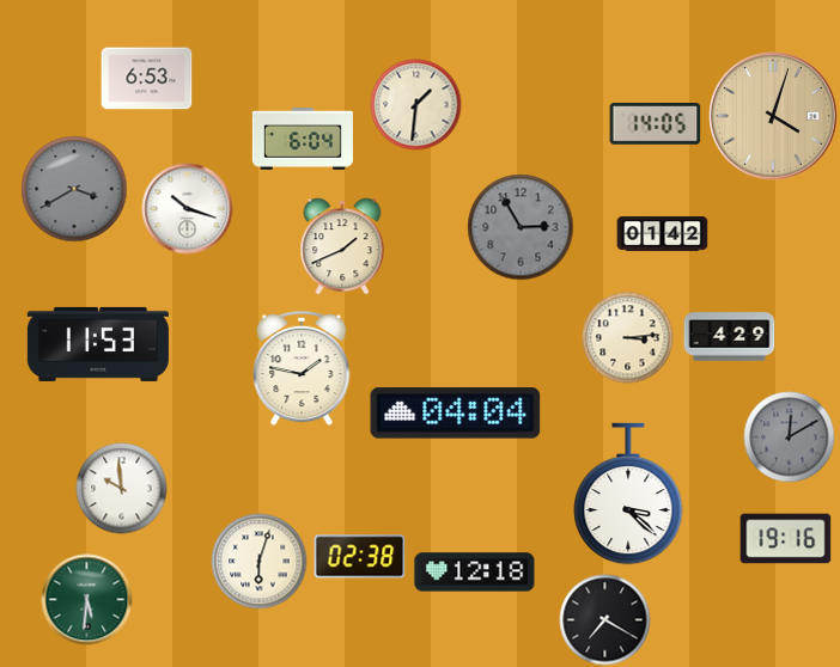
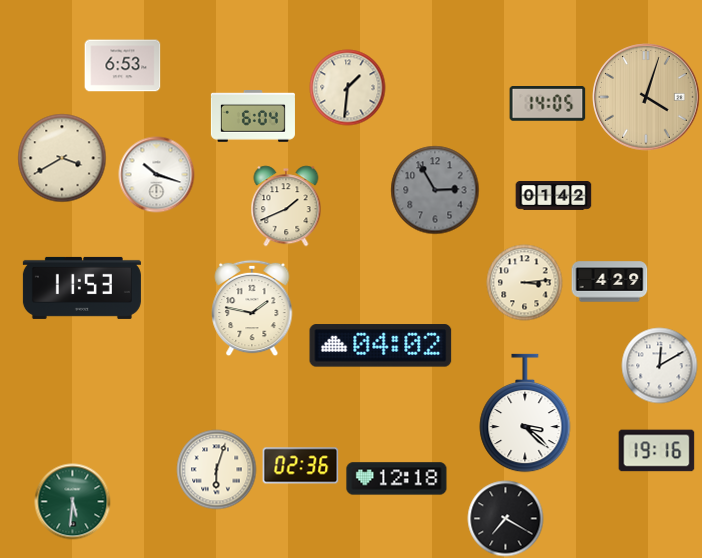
clock at (74, 189) dial: grey -> cream
clock at (456, 414): 04:04 -> 04:02
clock at (790, 437) dial: grey -> white
clock at (122, 489): 9:59 -> none
clock at (360, 557): 02:38 -> 02:36
